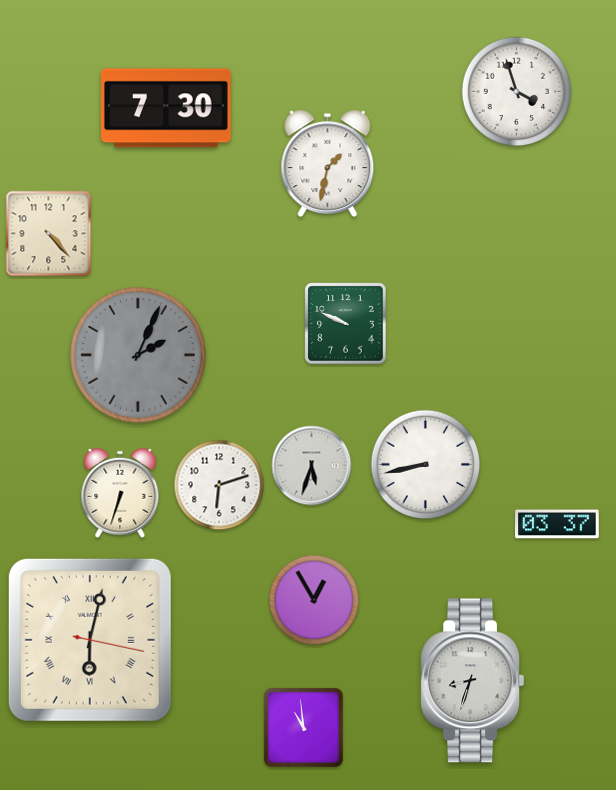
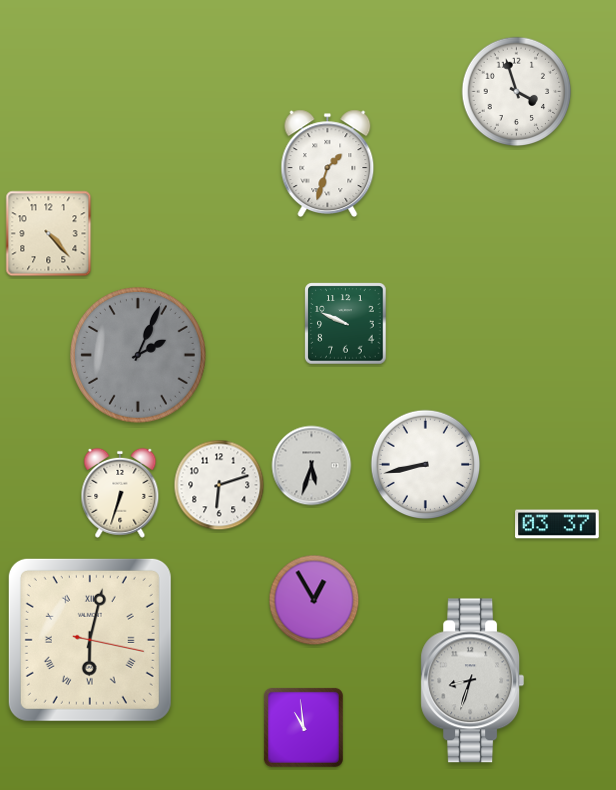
clock at (166, 108): 7:30 -> none
clock at (328, 164): 1:32 -> 1:33
